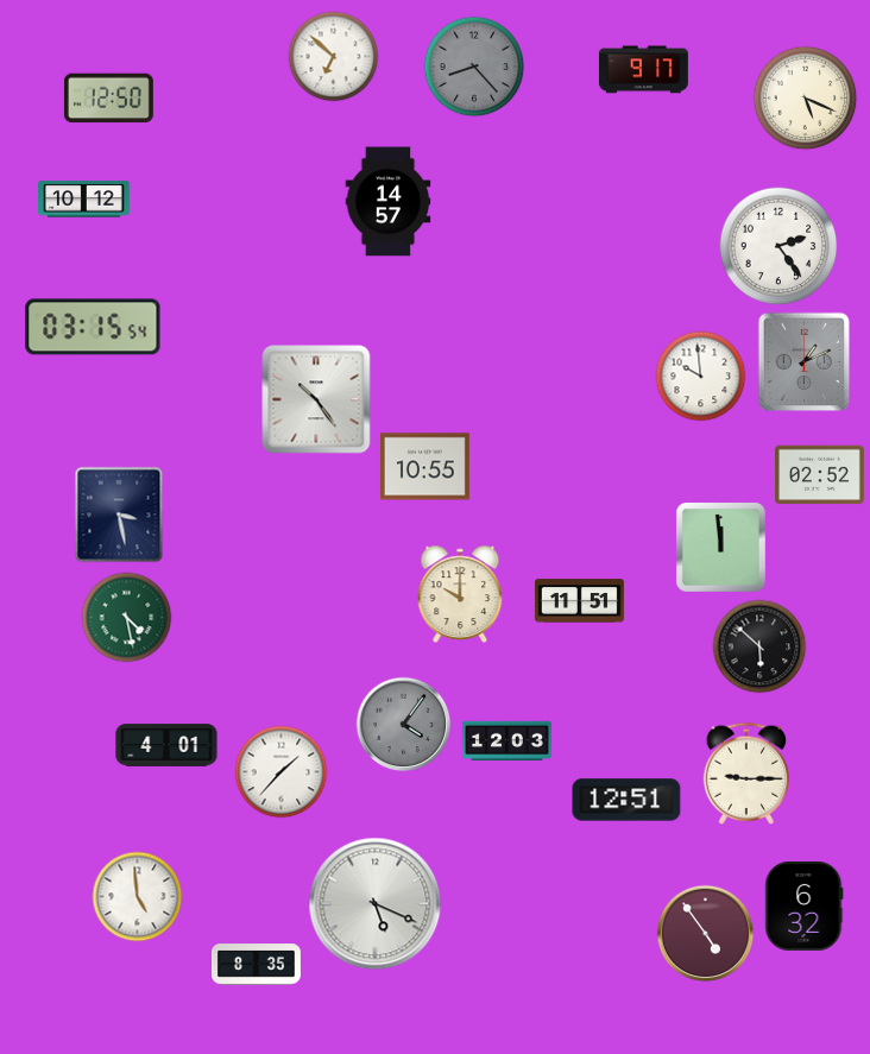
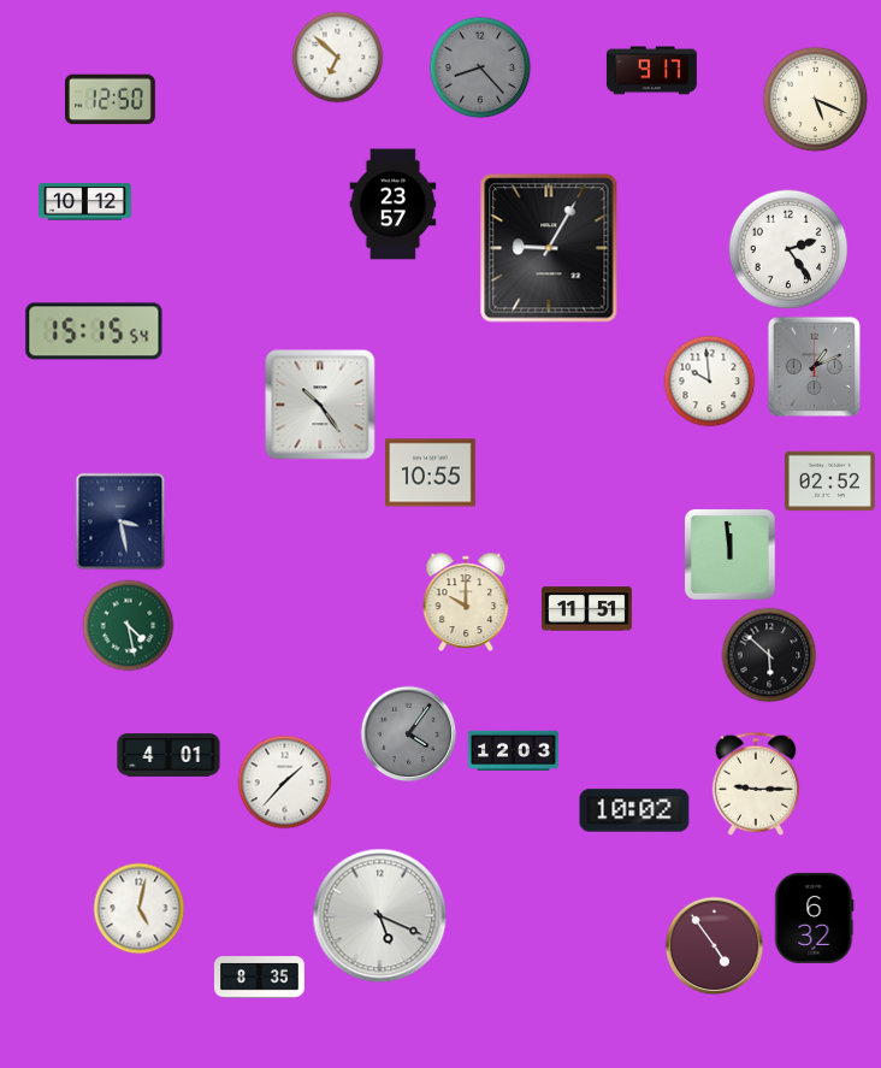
clock at (389, 202): 14:57 -> 23:57
clock at (549, 248): none -> 9:05
clock at (93, 327): 03:15 -> 15:15
clock at (626, 800): 12:51 -> 10:02
clock at (138, 897): 4:59 -> 5:02
